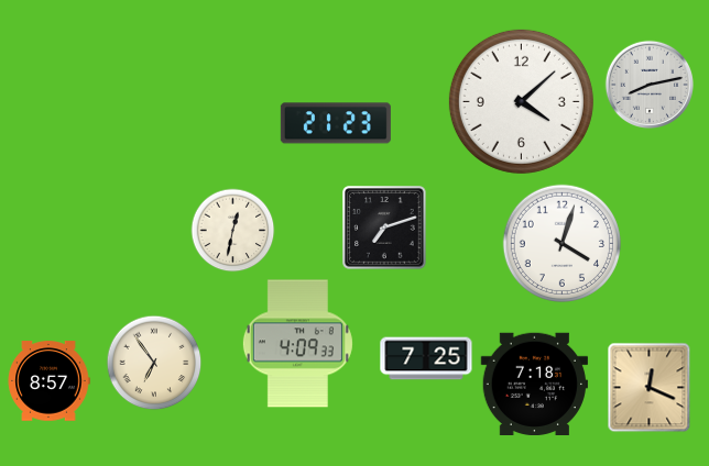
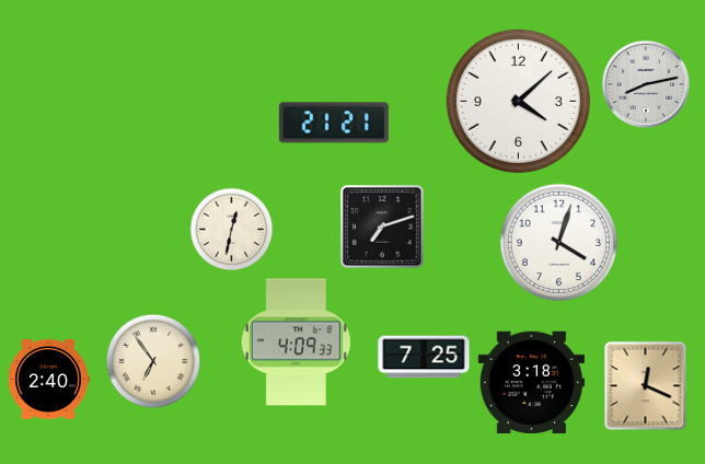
clock at (336, 123): 21:23 -> 21:21
clock at (48, 381): 8:57 -> 2:40
clock at (534, 384): 7:18 -> 3:18
